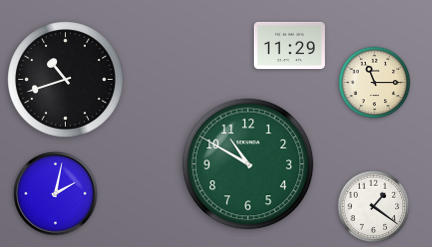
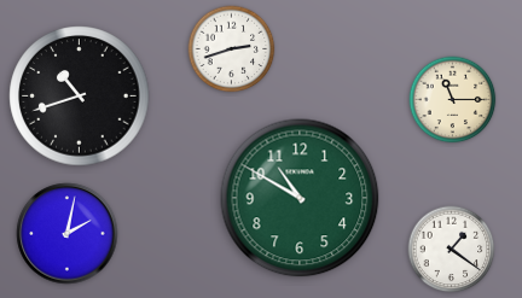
clock at (232, 49): none -> 2:42
clock at (289, 45): 11:29 -> none
